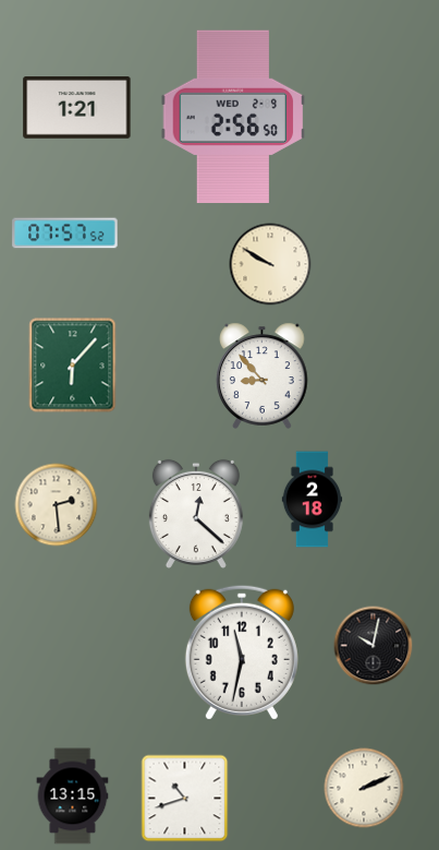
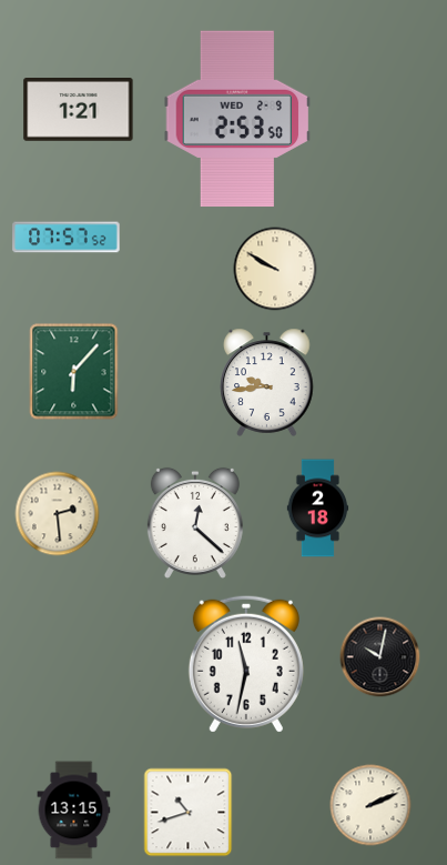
clock at (233, 117): 2:56 -> 2:53
clock at (263, 375): 8:53 -> 9:44
clock at (196, 514) position: (196, 514) -> (195, 523)
clock at (364, 788) position: (364, 788) -> (370, 805)
